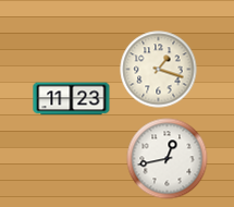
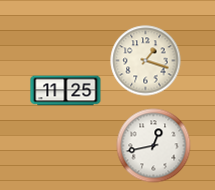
clock at (159, 70) position: (159, 70) -> (146, 61)
clock at (72, 99): 11:23 -> 11:25
